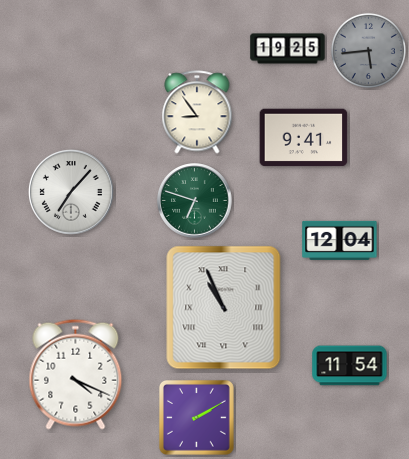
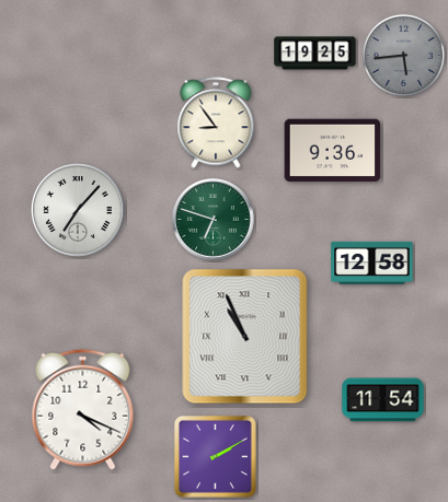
clock at (304, 138): 9:41 -> 9:36
clock at (340, 240): 12:04 -> 12:58
